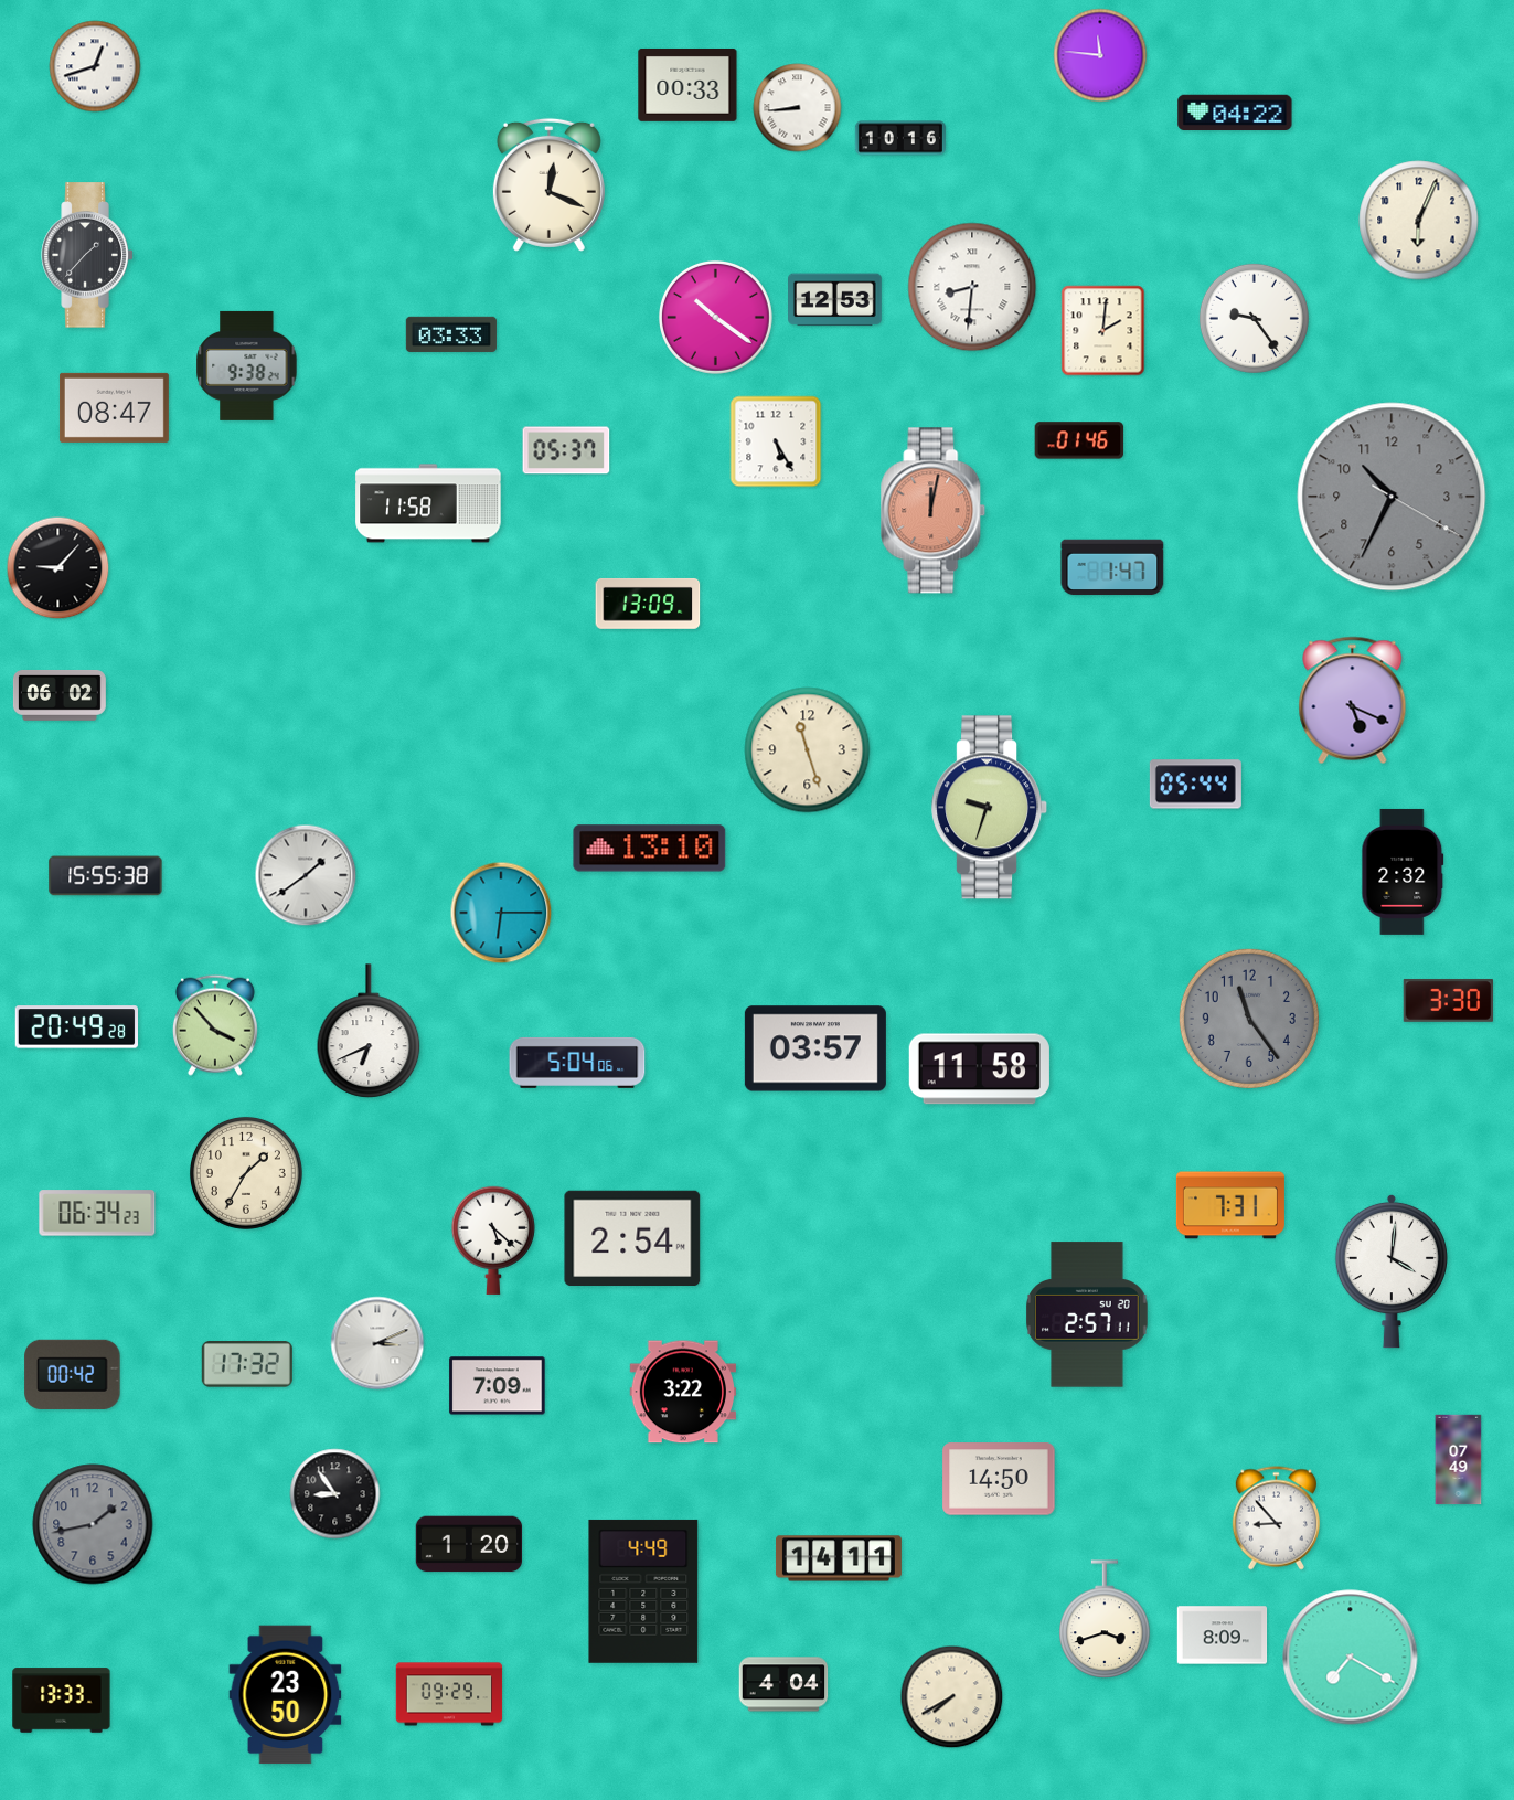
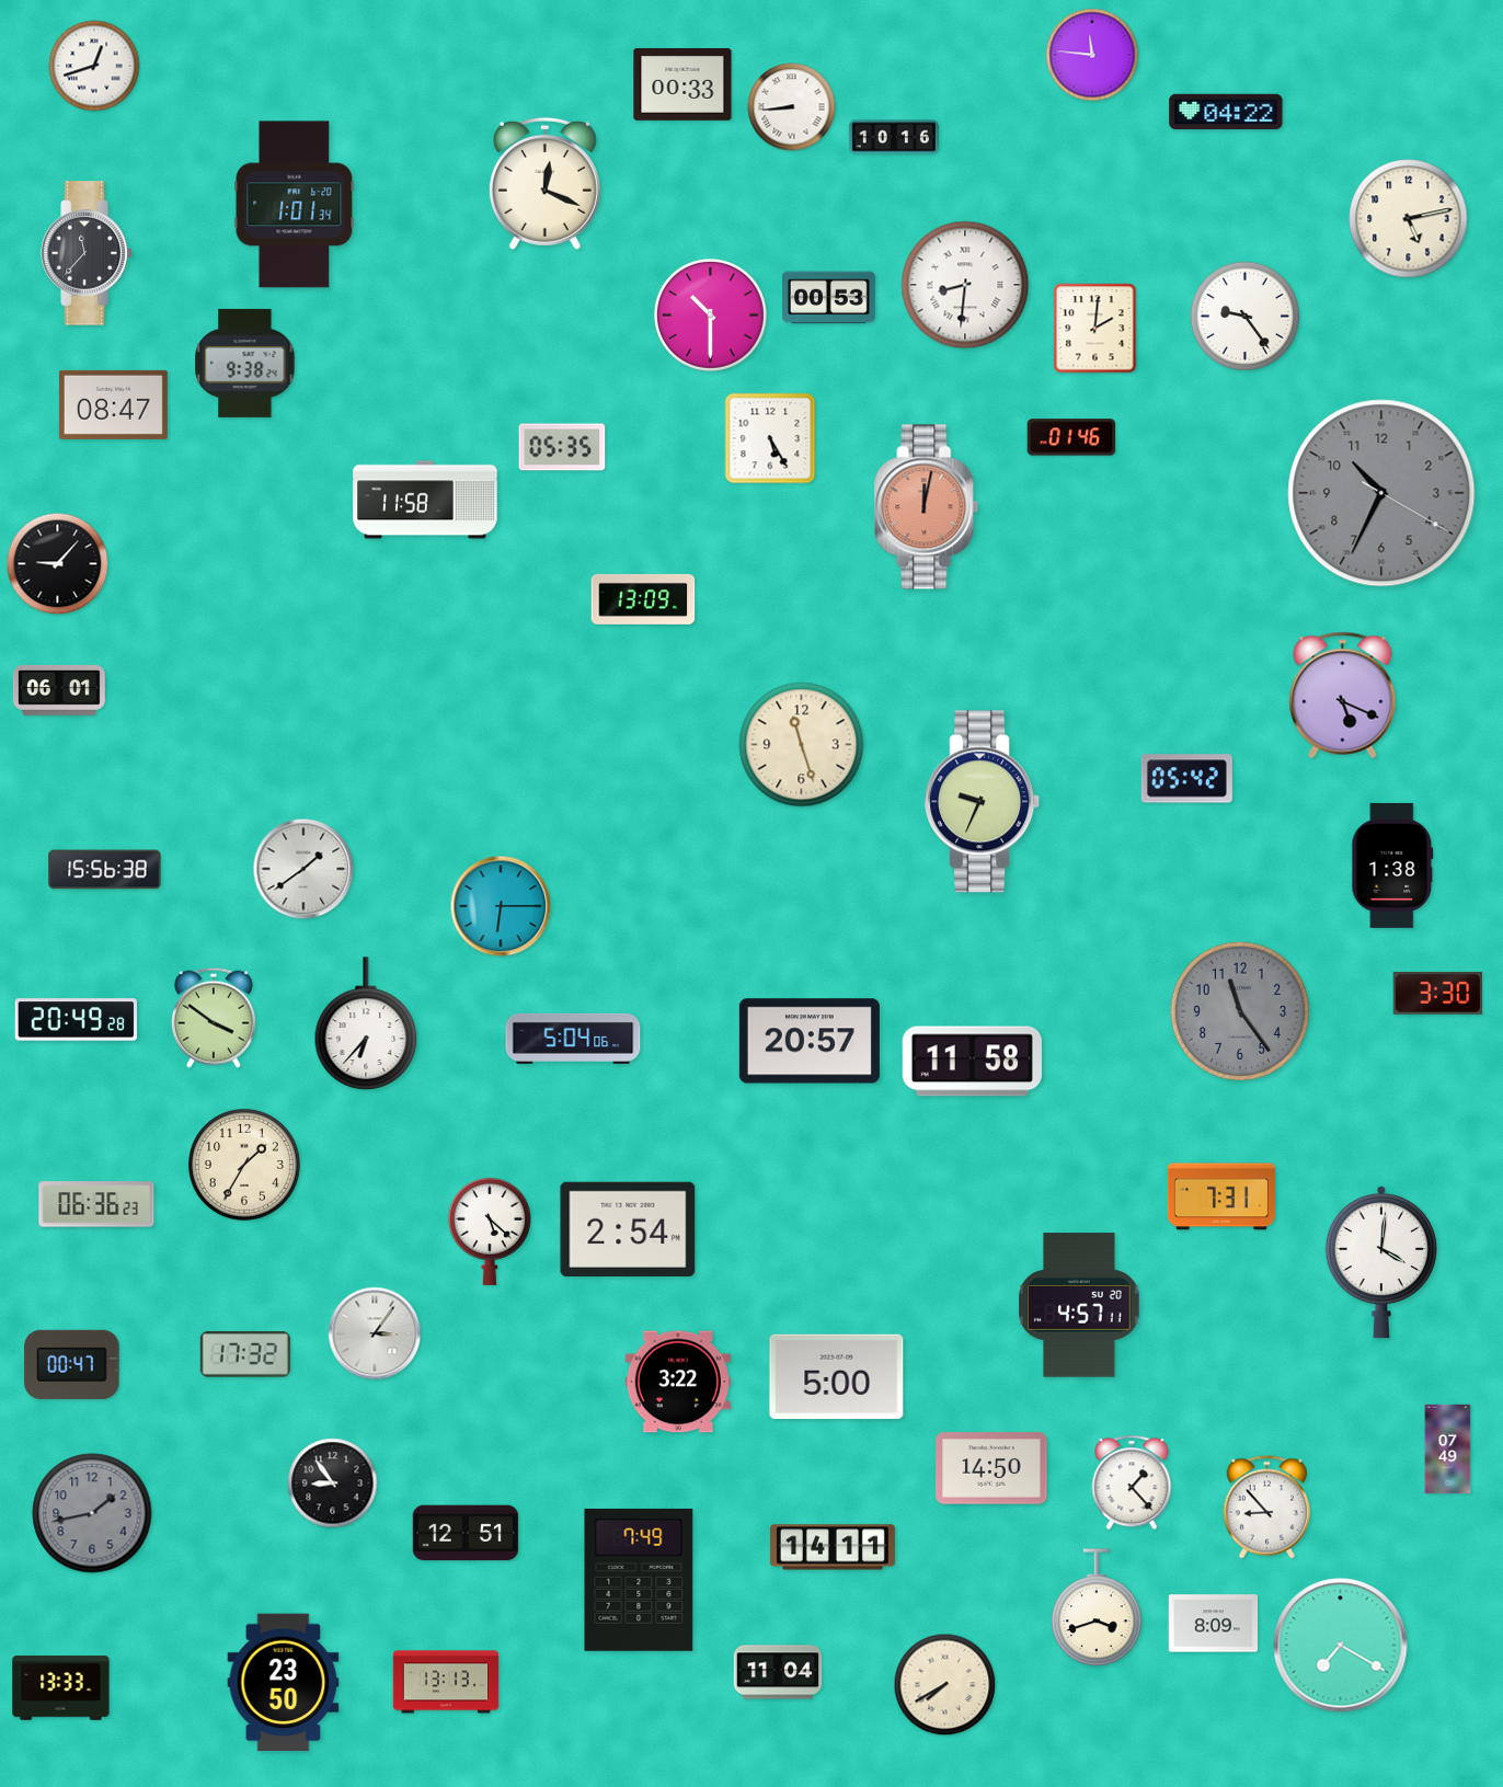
clock at (295, 205): none -> 1:01
clock at (1419, 221): 6:04 -> 5:13
clock at (87, 255): 1:37 -> 11:37
clock at (835, 300): 12:53 -> 00:53
clock at (716, 318): 10:21 -> 10:30
clock at (451, 334): 03:33 -> none
clock at (566, 450): 05:37 -> 05:35
clock at (1112, 567): 1:47 -> none
clock at (60, 695): 06:02 -> 06:01
clock at (1195, 785): 05:44 -> 05:42
clock at (990, 808): 9:33 -> 9:34
clock at (650, 849): 13:10 -> none
clock at (1403, 872): 2:32 -> 1:38
clock at (106, 876): 15:55 -> 15:56
clock at (501, 913) position: (501, 913) -> (501, 906)
clock at (215, 1025): 3:53 -> 3:51
clock at (369, 1031): 6:41 -> 6:37
clock at (815, 1048): 03:57 -> 20:57
clock at (577, 1063) position: (577, 1063) -> (573, 1039)
clock at (97, 1213): 06:34 -> 06:36
clock at (1088, 1314): 2:57 -> 4:57
clock at (377, 1343): 3:11 -> 3:06
clock at (73, 1374): 00:42 -> 00:47
clock at (498, 1386): 7:09 -> none
clock at (837, 1377): none -> 5:00
clock at (1132, 1482): none -> 1:23
clock at (469, 1544): 1:20 -> 12:51
clock at (643, 1591): 4:49 -> 7:49
clock at (783, 1684): 4:04 -> 11:04
clock at (449, 1694): 09:29 -> 13:13
